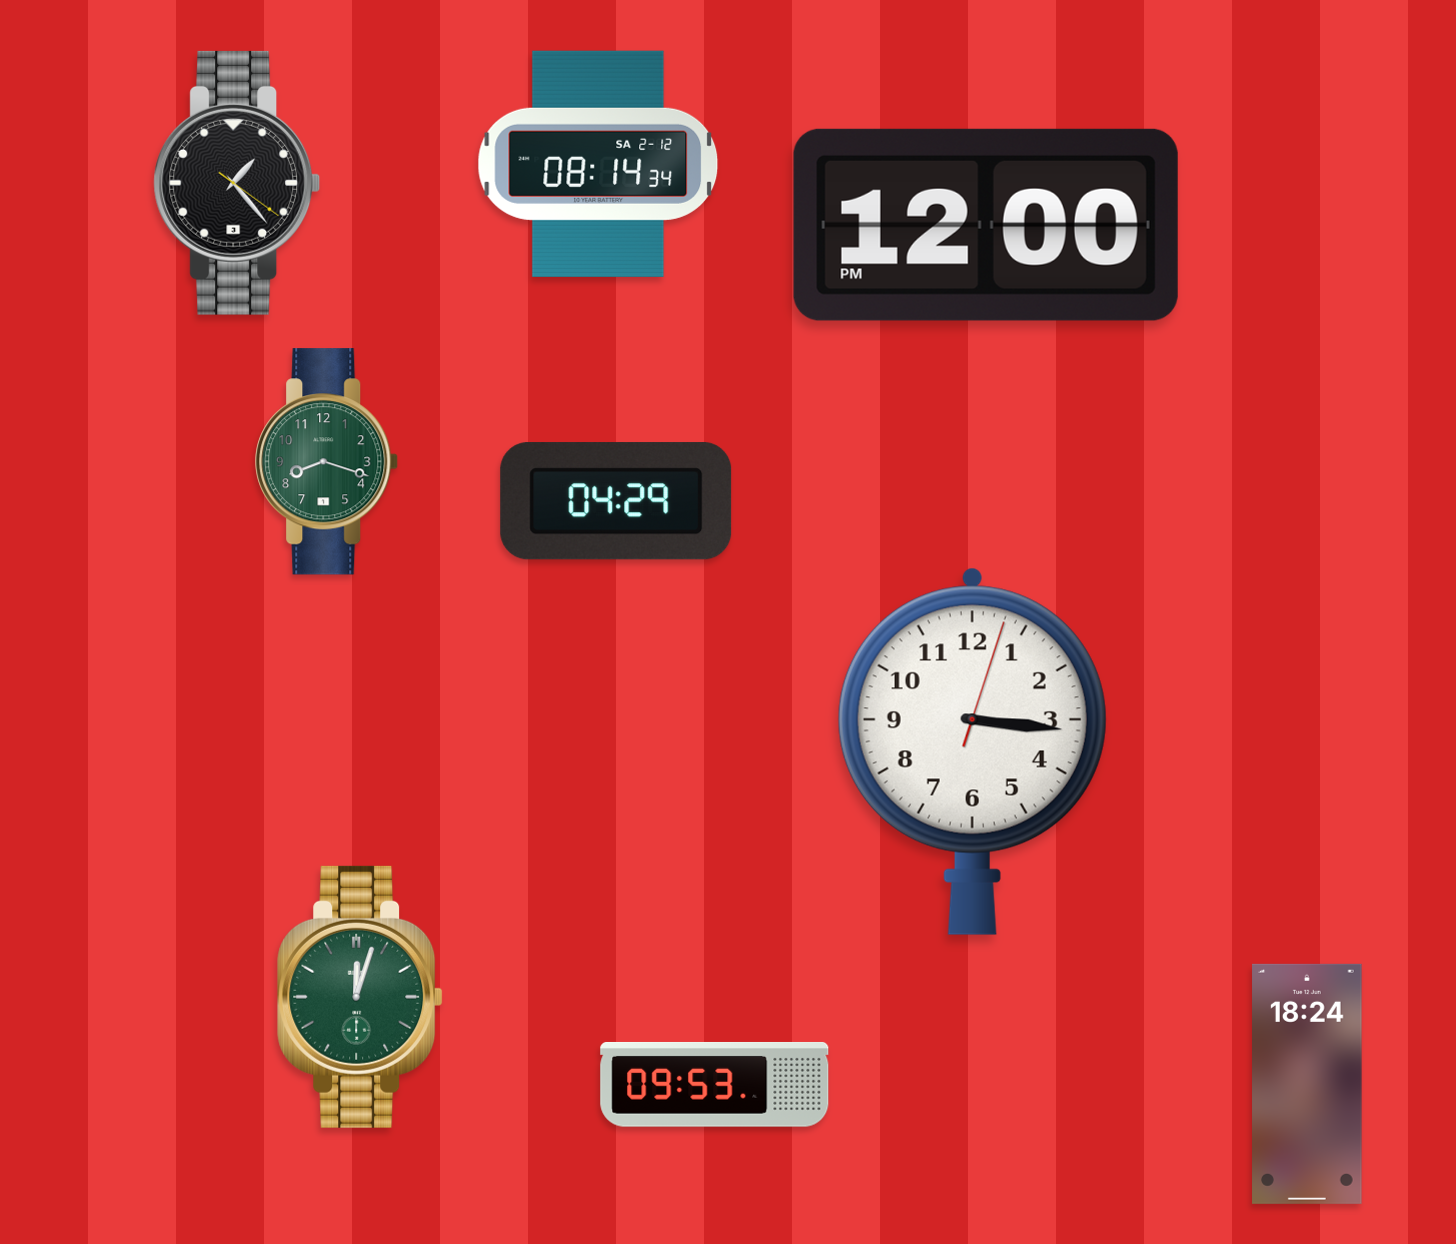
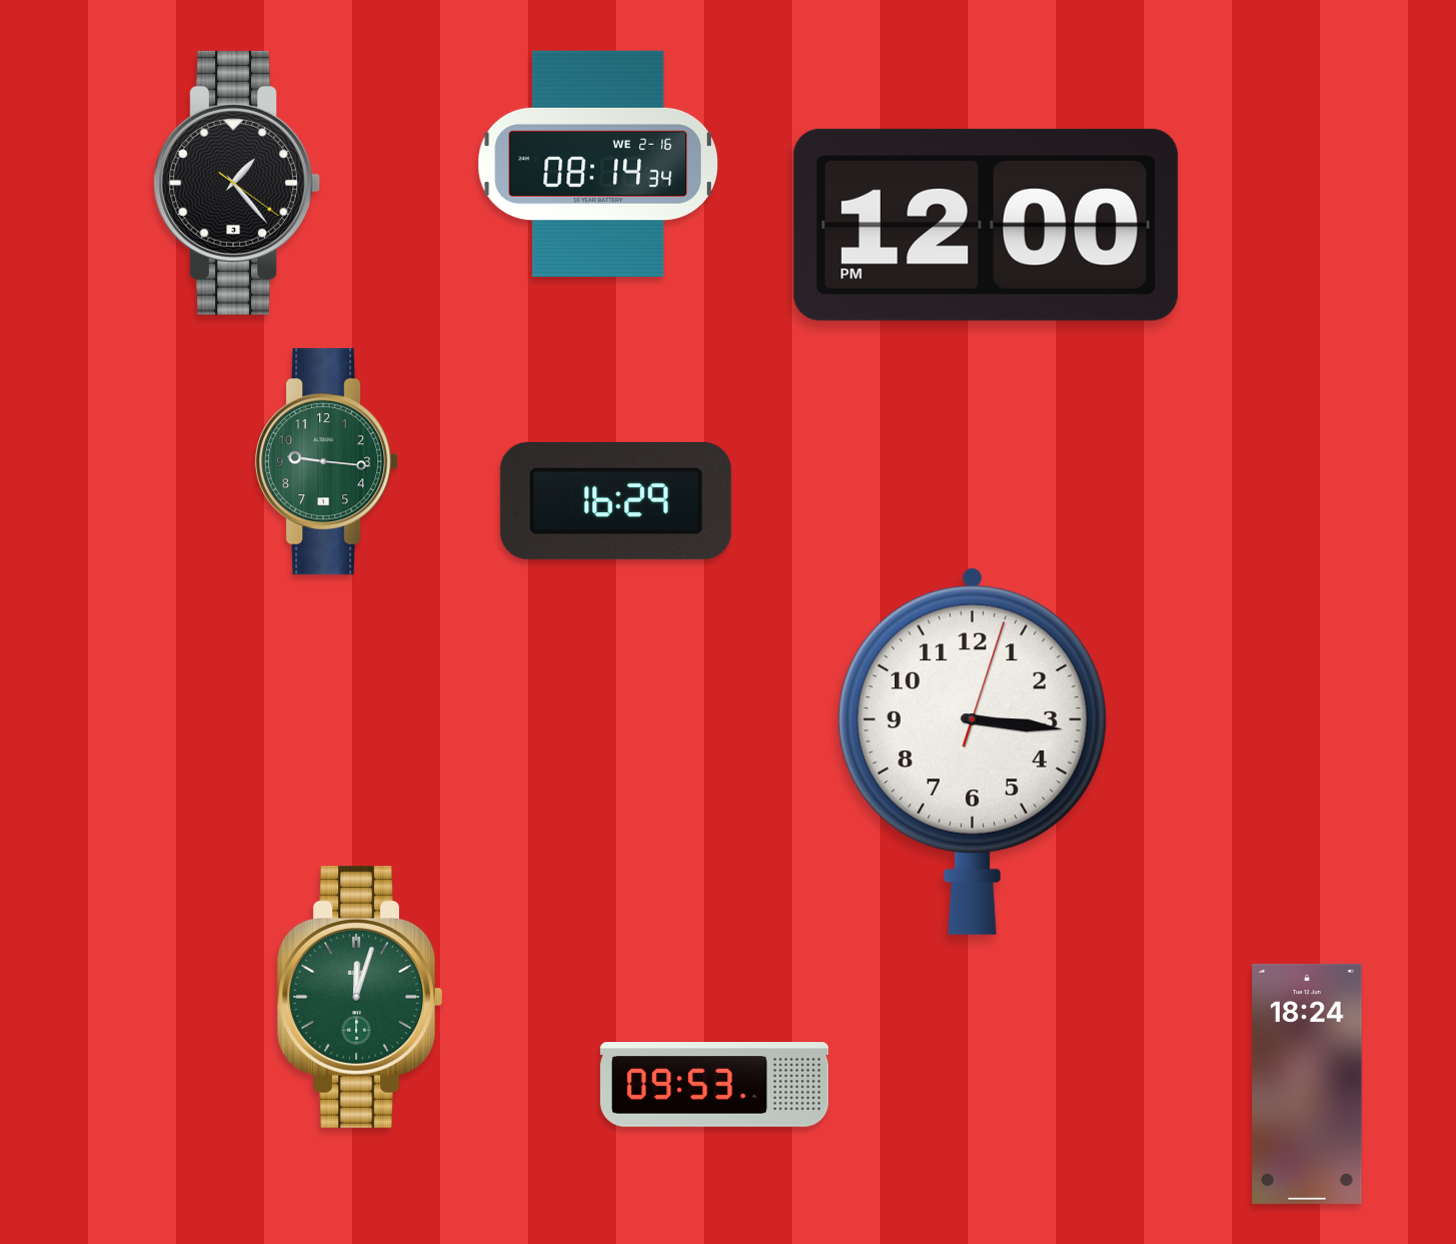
clock at (598, 164) date: SA 2-12 -> WE 2-16
clock at (327, 462): 8:18 -> 9:16
clock at (616, 501): 04:29 -> 16:29
